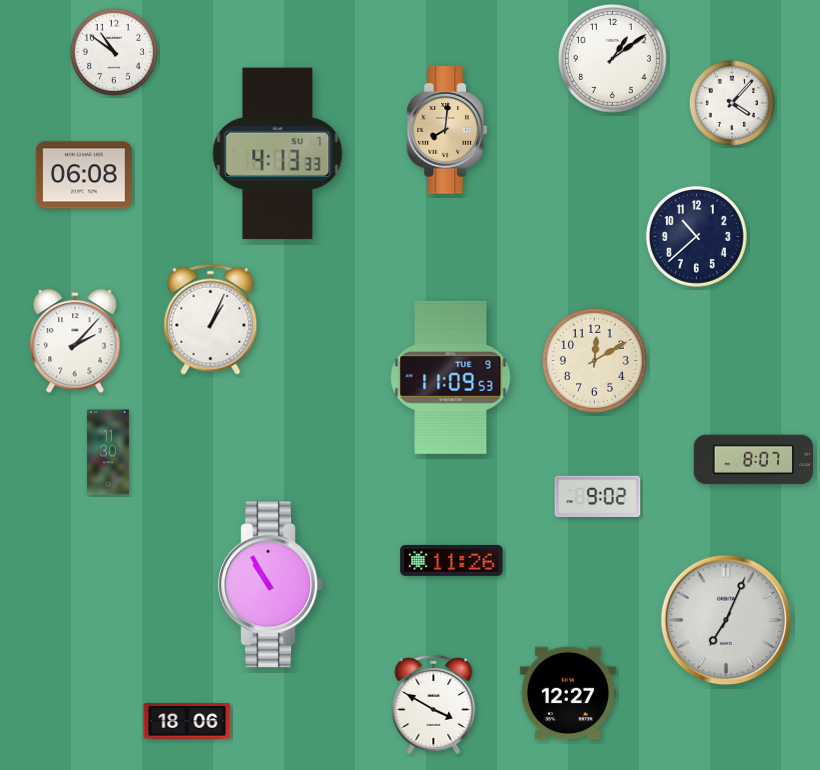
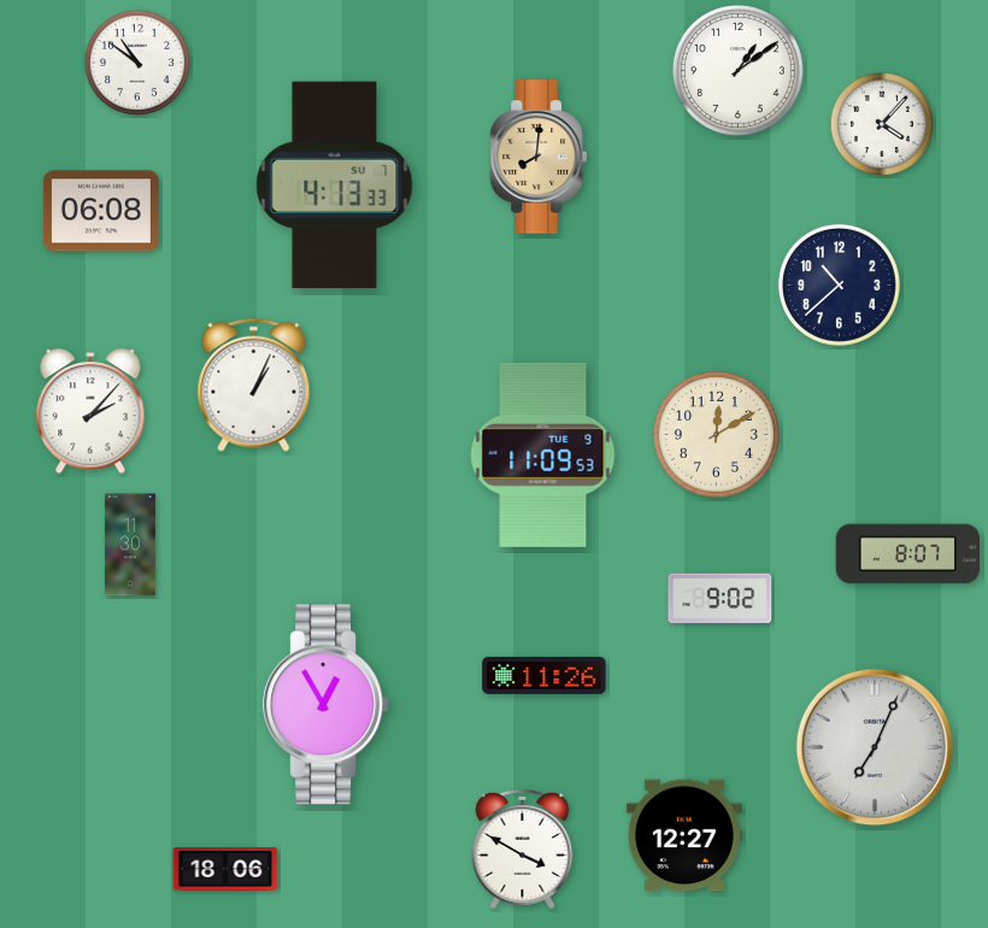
clock at (271, 585): 10:55 -> 12:55
